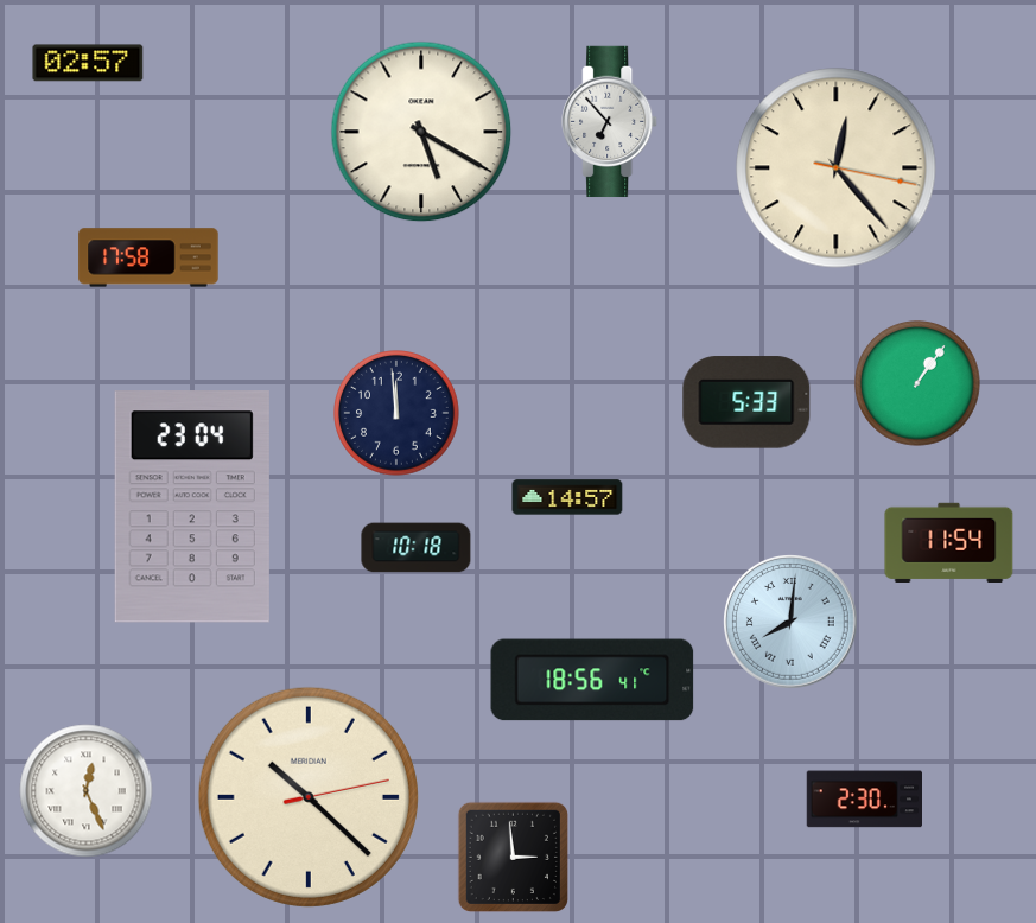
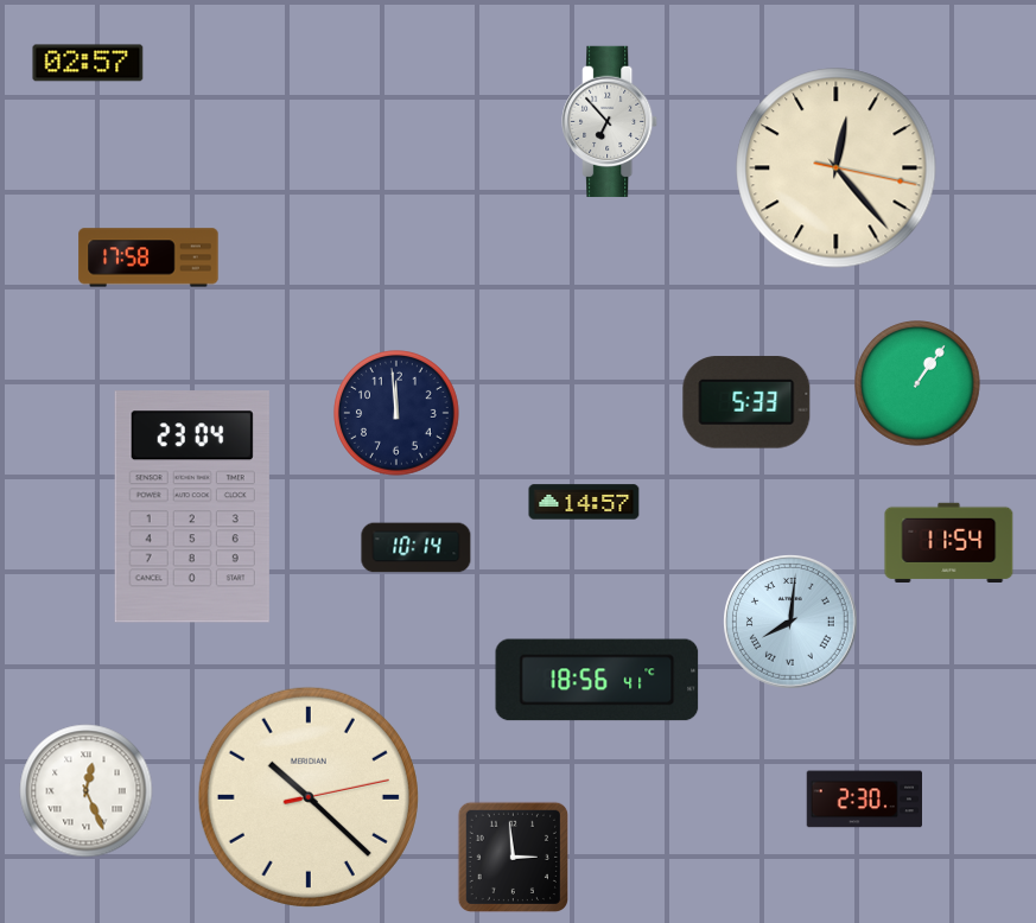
clock at (421, 132): 5:20 -> none
clock at (567, 497) position: (567, 497) -> (584, 502)
clock at (417, 548): 10:18 -> 10:14
clock at (592, 680) position: (592, 680) -> (597, 680)
